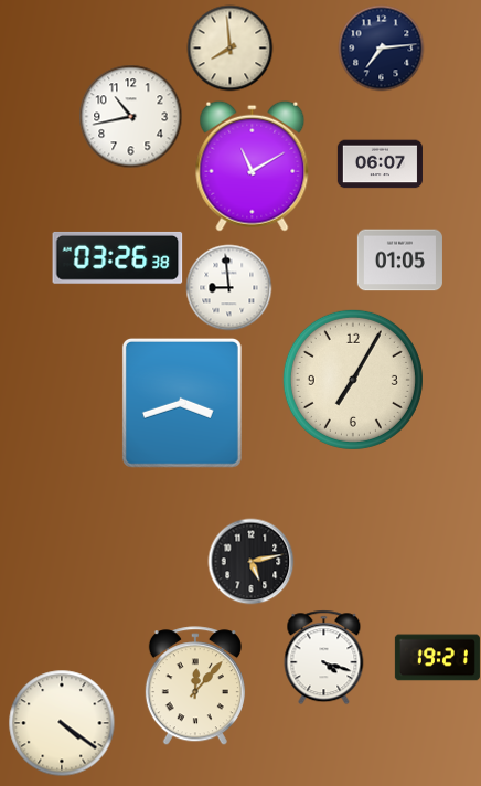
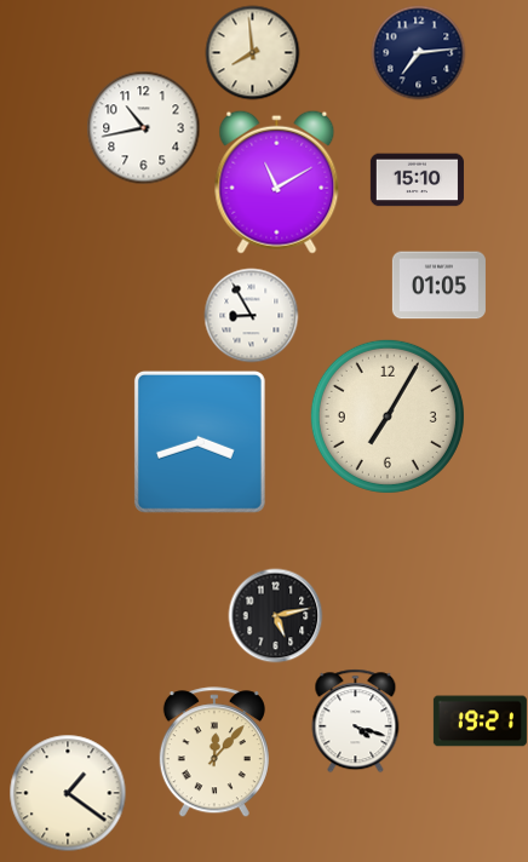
clock at (380, 164): 06:07 -> 15:10
clock at (118, 257): 03:26 -> none
clock at (228, 287): 8:59 -> 8:55
clock at (62, 723): 4:21 -> 1:21
